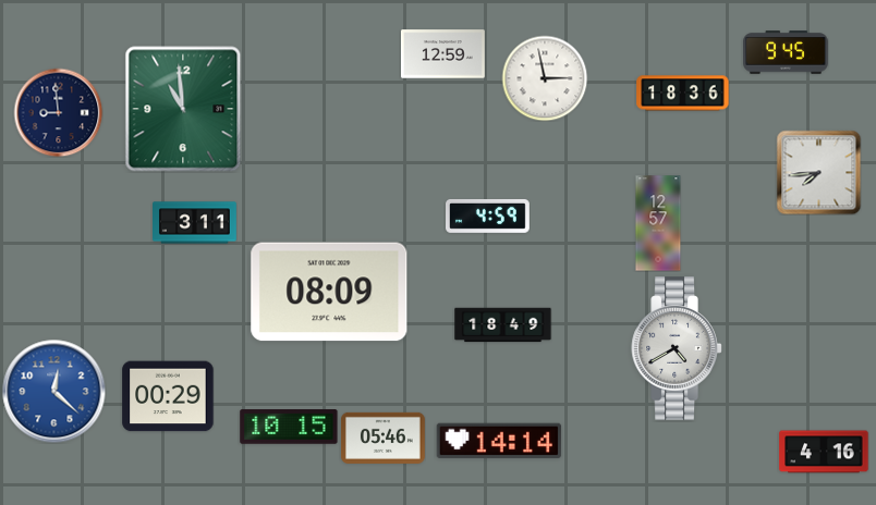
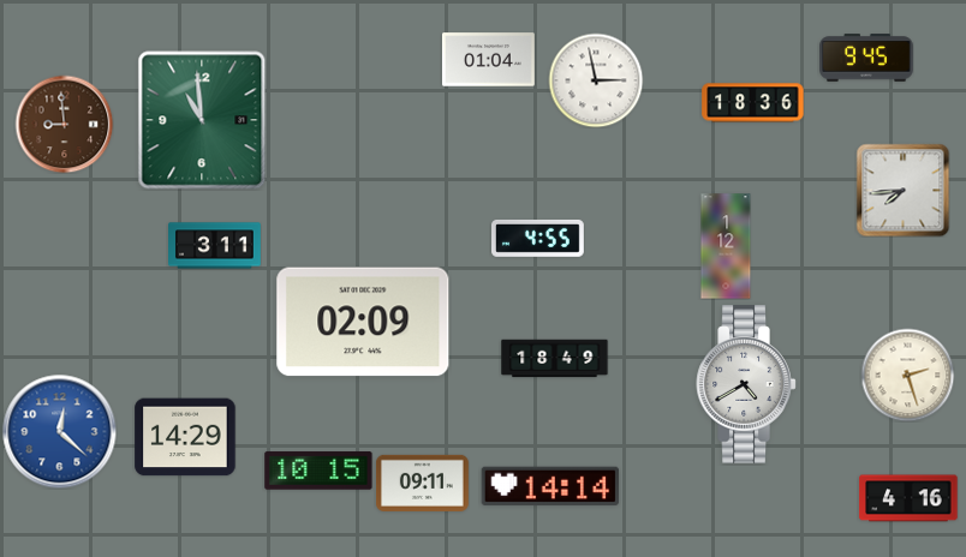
clock at (443, 54): 12:59 -> 01:04
clock at (545, 78) position: (545, 78) -> (596, 80)
clock at (58, 112) dial: navy -> brown
clock at (488, 215): 4:59 -> 4:55
clock at (658, 223): 12:57 -> 1:12
clock at (329, 292): 08:09 -> 02:09
clock at (907, 375): none -> 2:27
clock at (168, 396): 00:29 -> 14:29
clock at (384, 438): 05:46 -> 09:11
